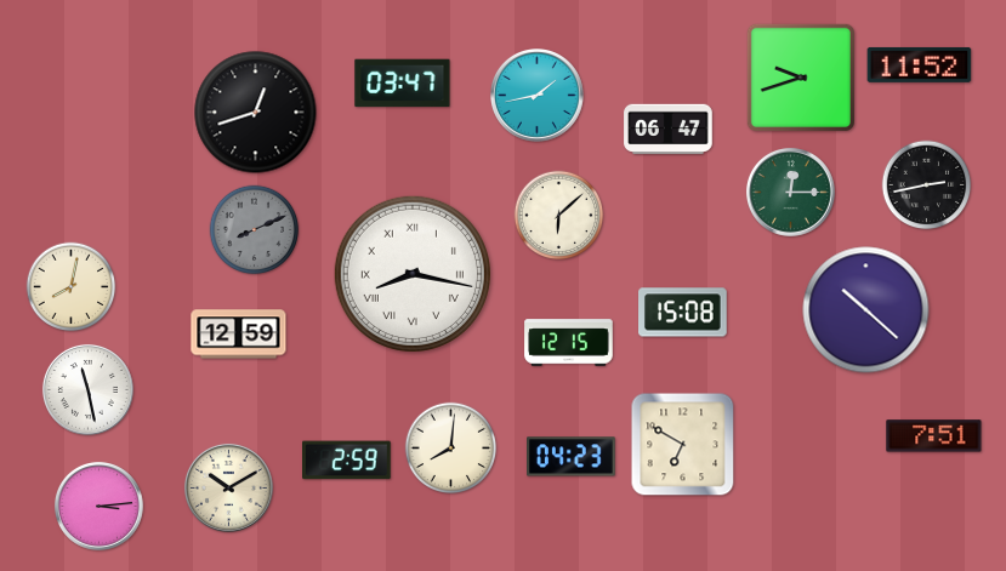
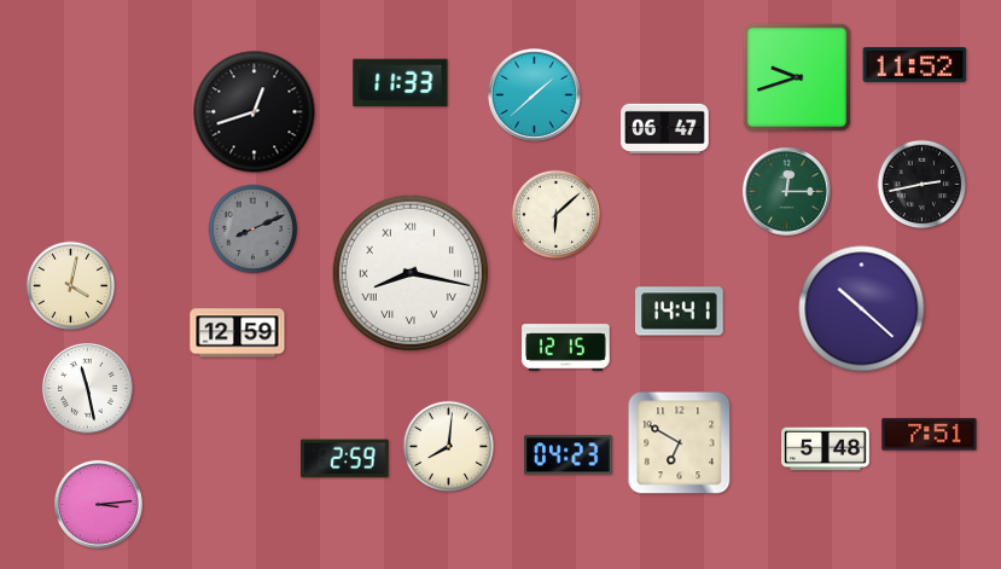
clock at (403, 84): 03:47 -> 11:33
clock at (538, 96): 1:43 -> 1:38
clock at (72, 287): 8:02 -> 4:02
clock at (683, 313): 15:08 -> 14:41
clock at (569, 343) position: (569, 343) -> (566, 348)
clock at (826, 449): none -> 5:48
clock at (228, 487): 10:10 -> none
